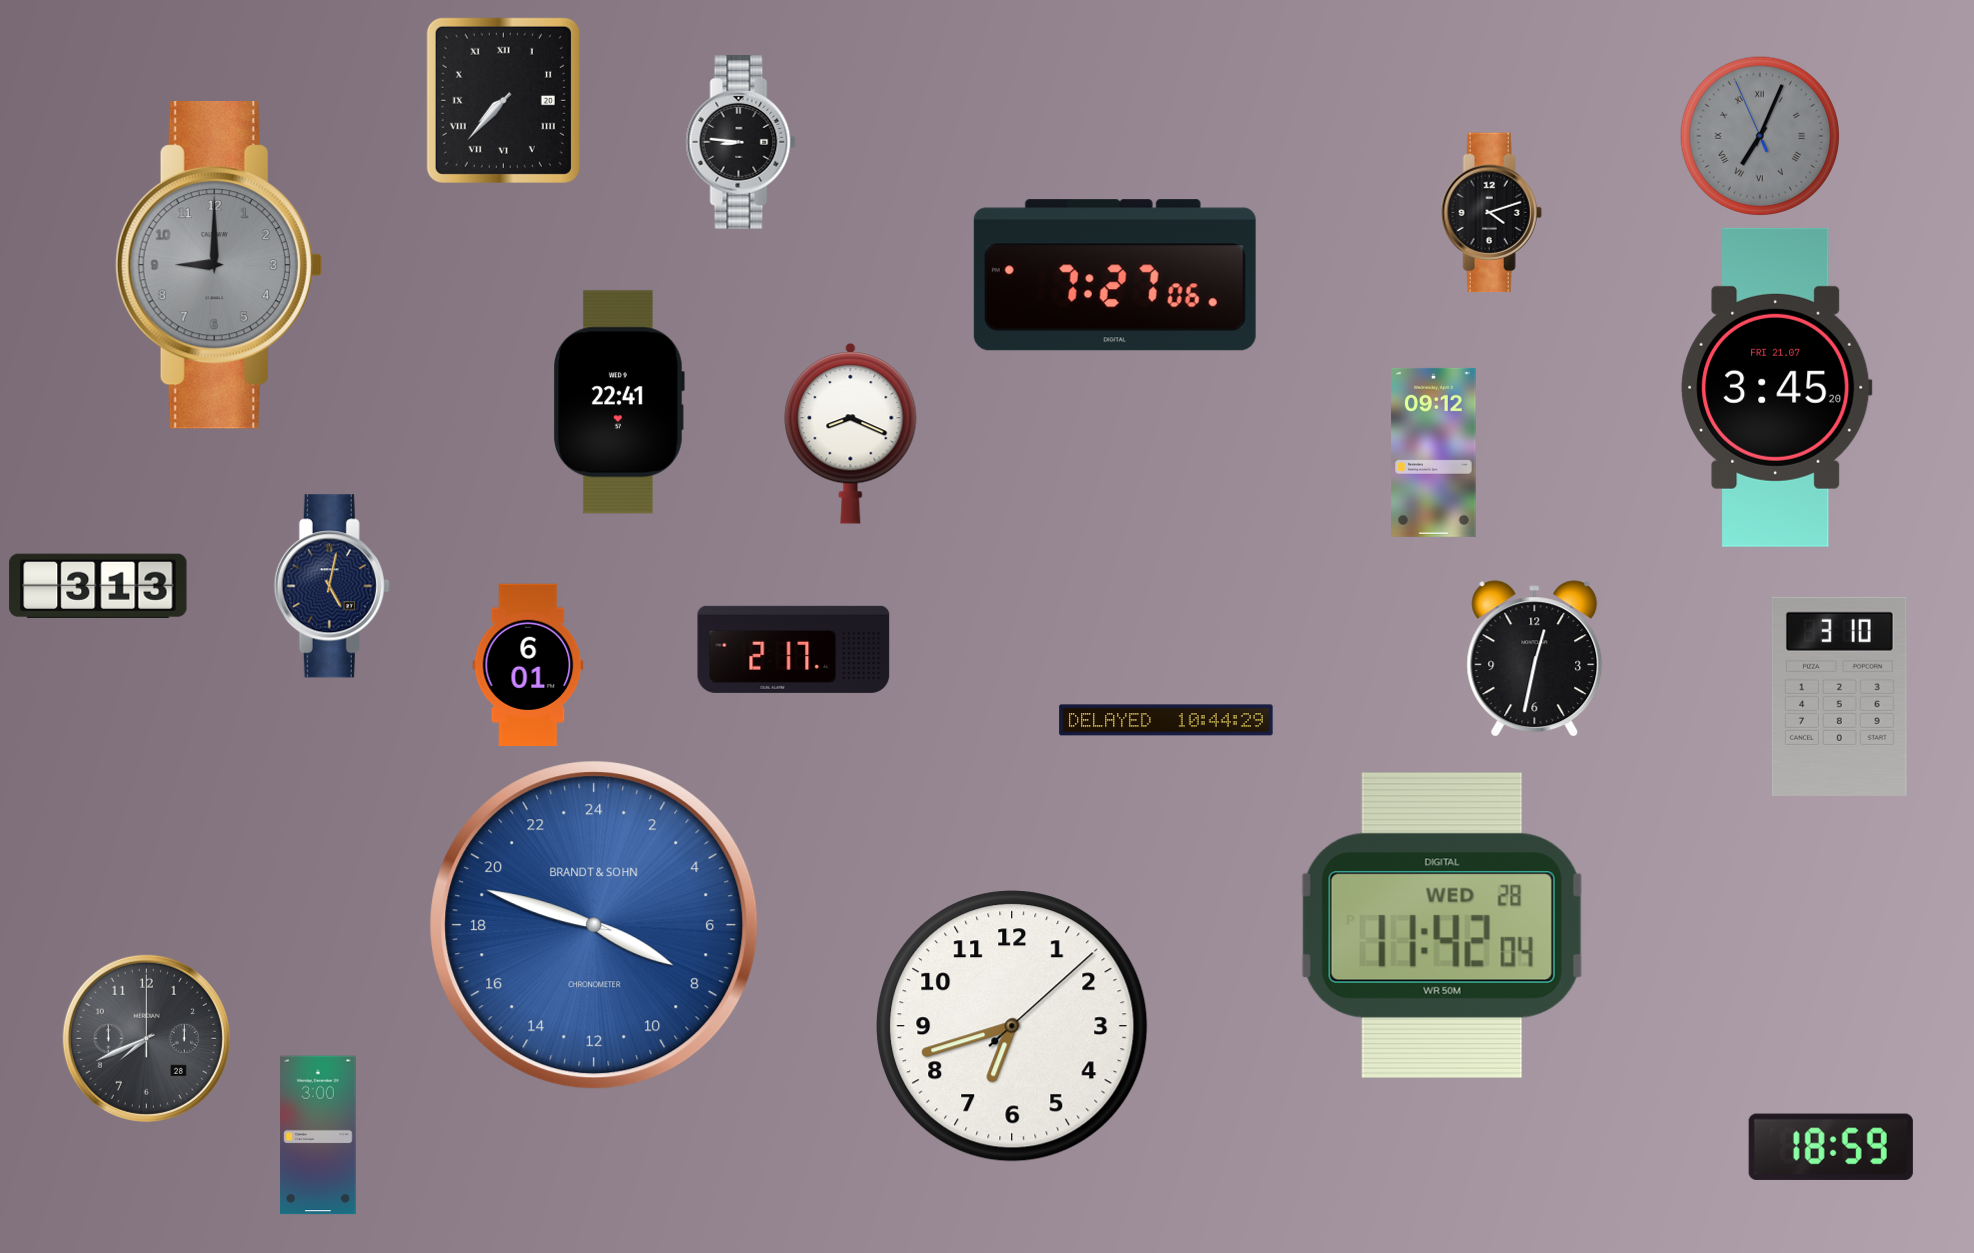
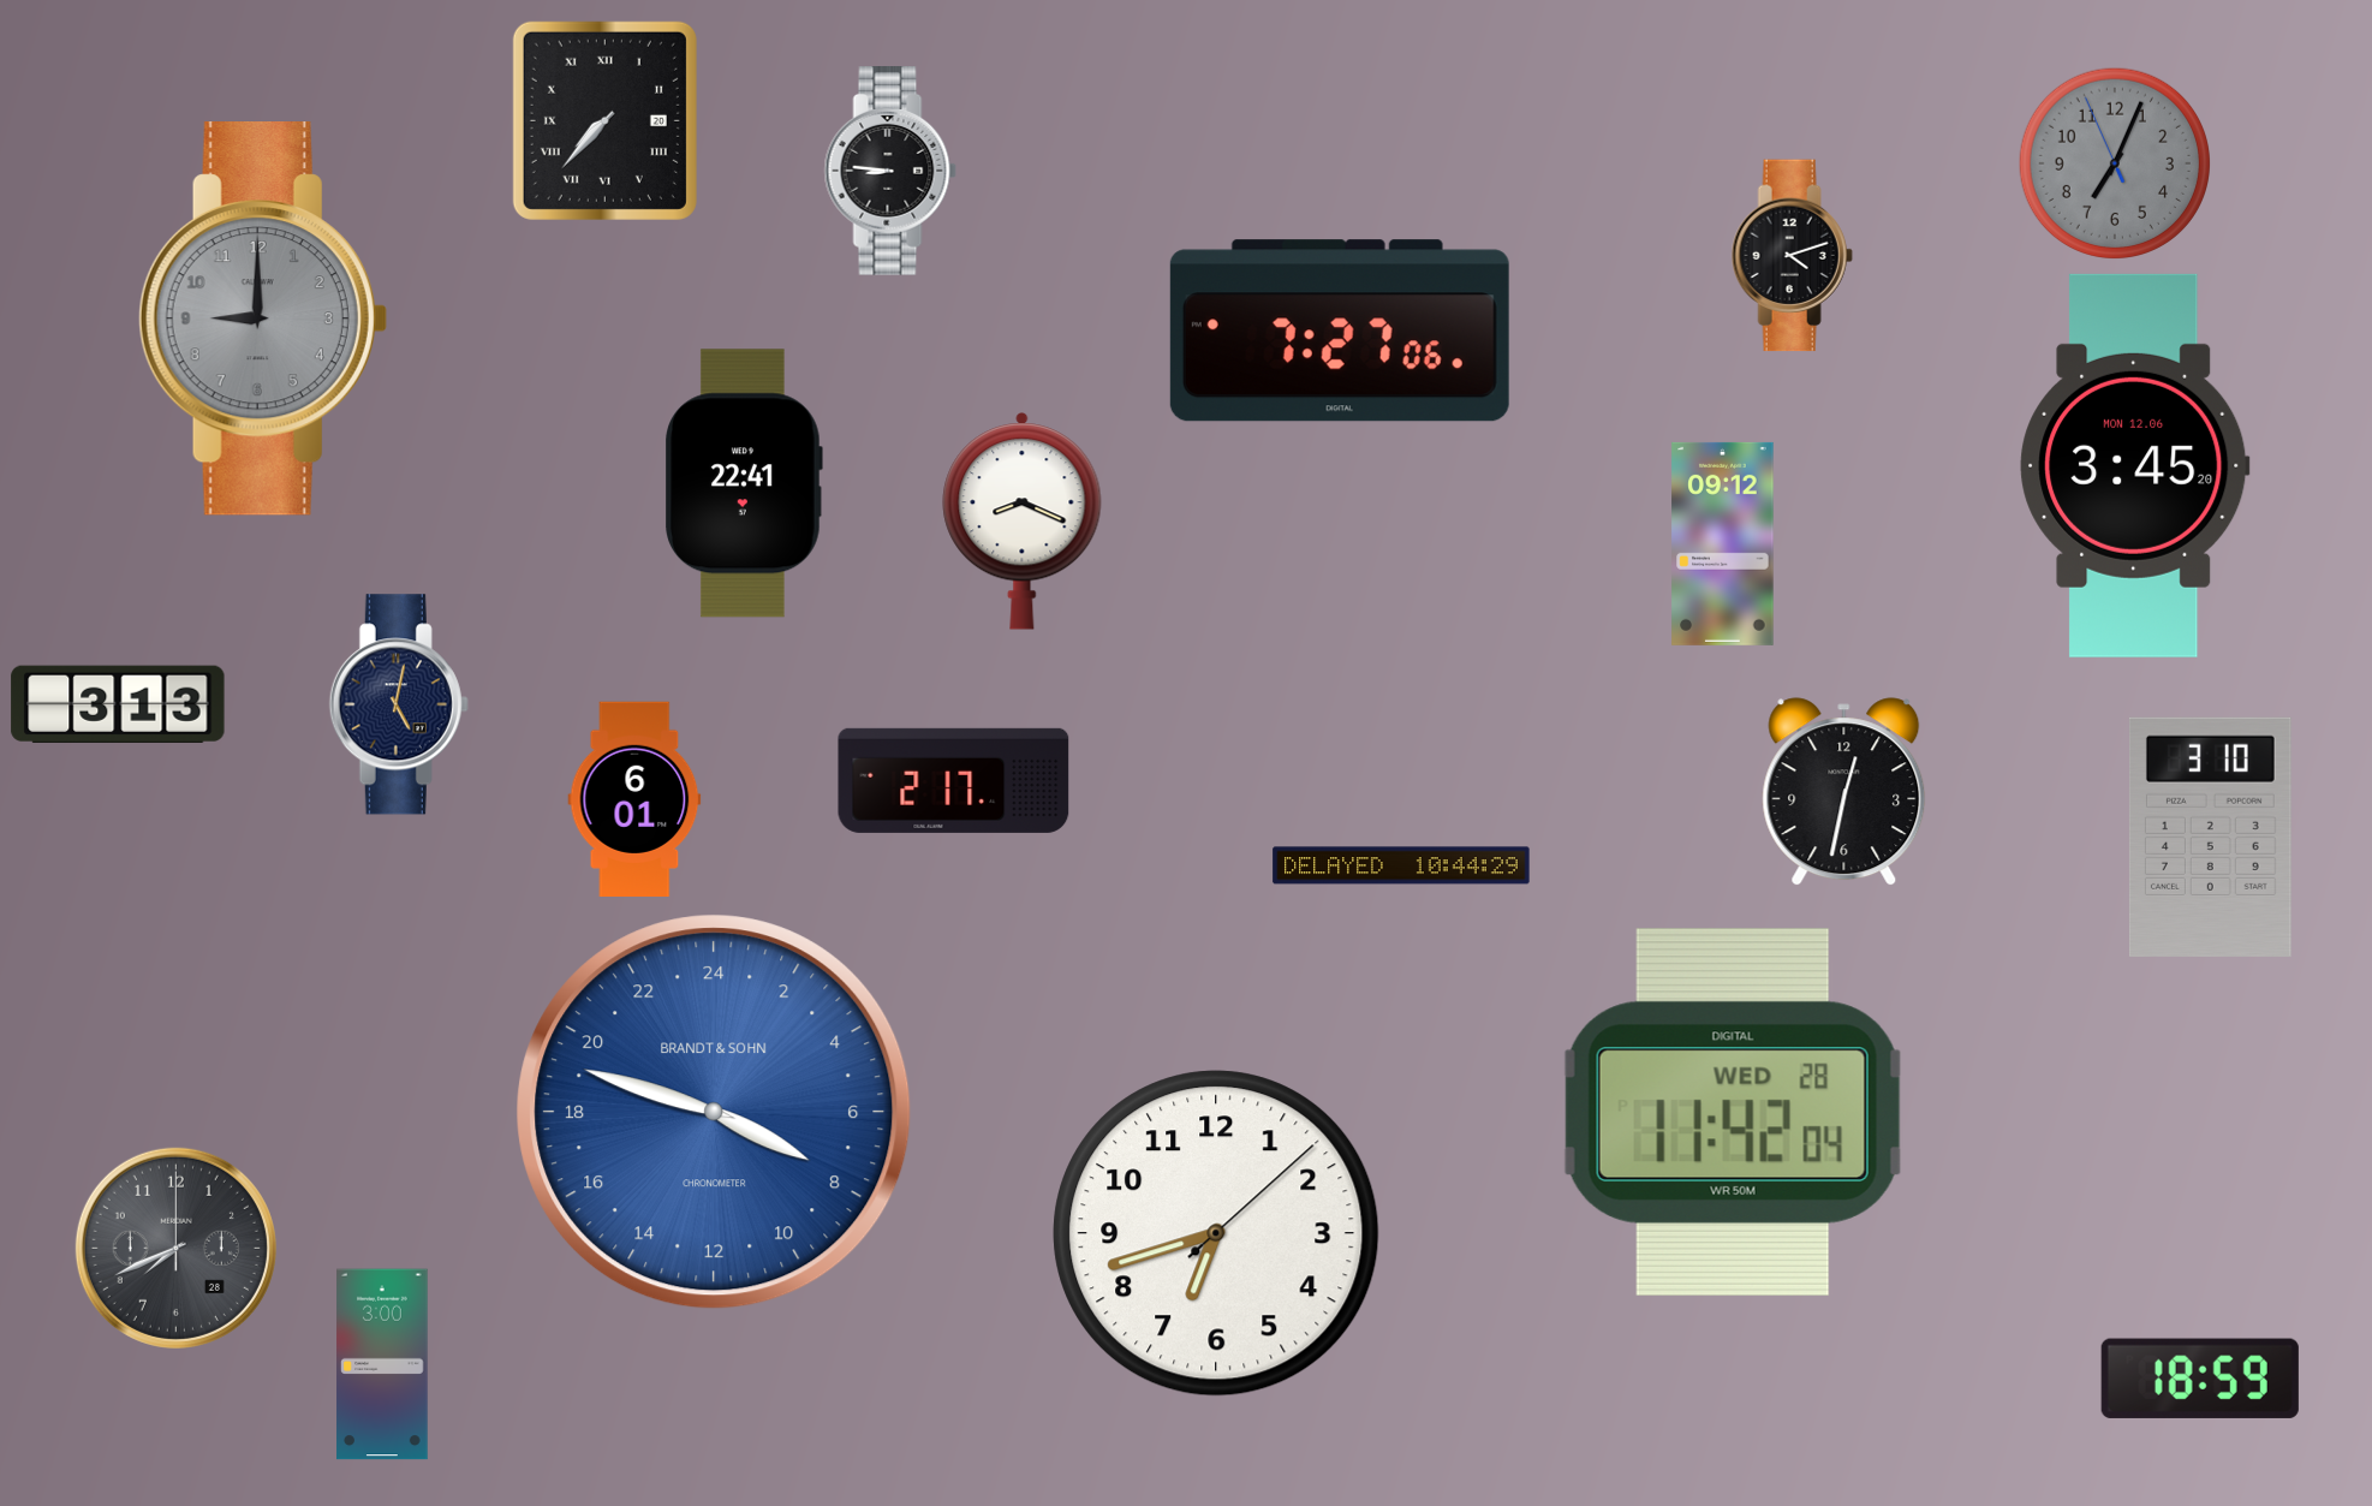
clock at (1759, 135) numerals: Roman -> Arabic
clock at (1777, 387) date: FRI 21.07 -> MON 12.06
